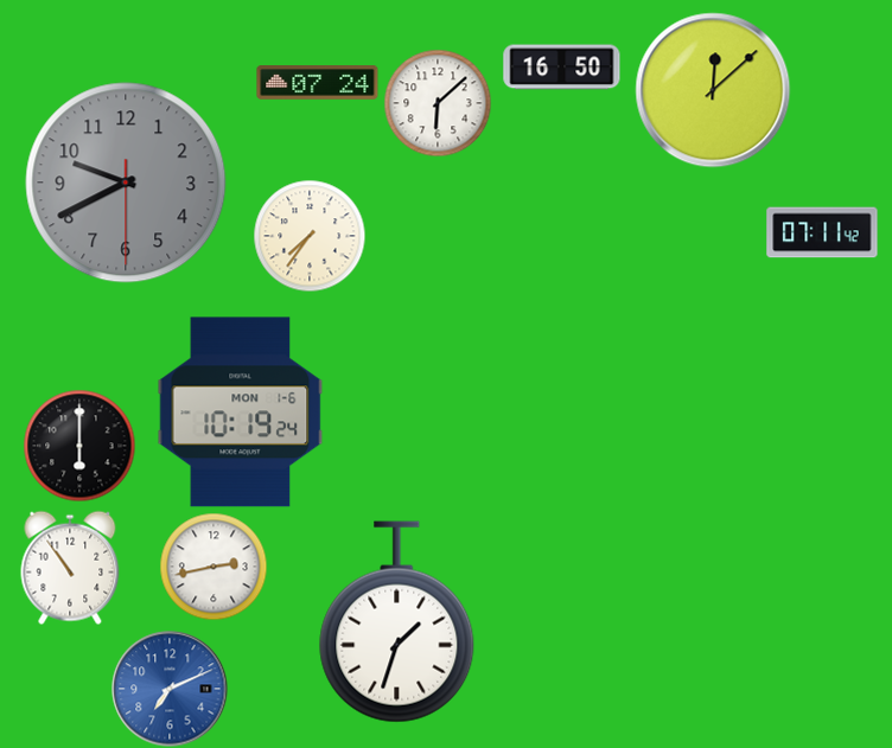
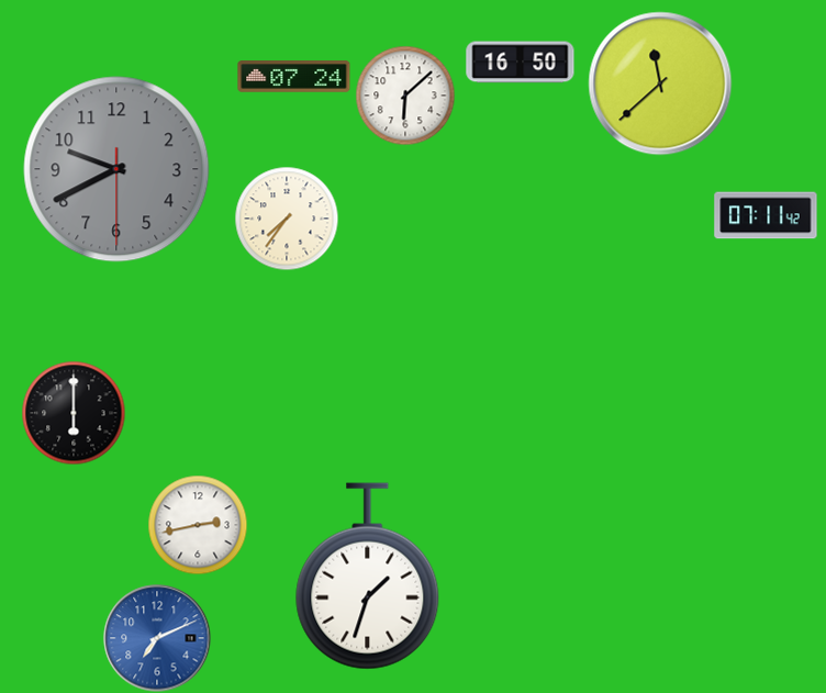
clock at (713, 90): 12:08 -> 11:38
clock at (822, 232) position: (822, 232) -> (766, 215)
clock at (241, 413): 10:19 -> none
clock at (70, 568): 10:54 -> none
